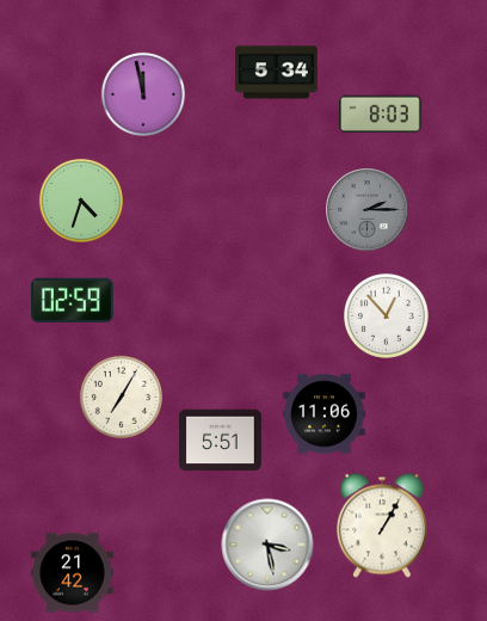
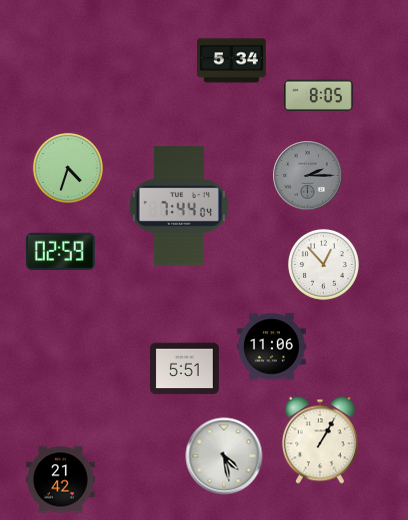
clock at (143, 94): 11:58 -> none
clock at (381, 115): 8:03 -> 8:05
clock at (179, 206): none -> 7:44
clock at (121, 396): 7:05 -> none
clock at (267, 545): 3:28 -> 4:28
